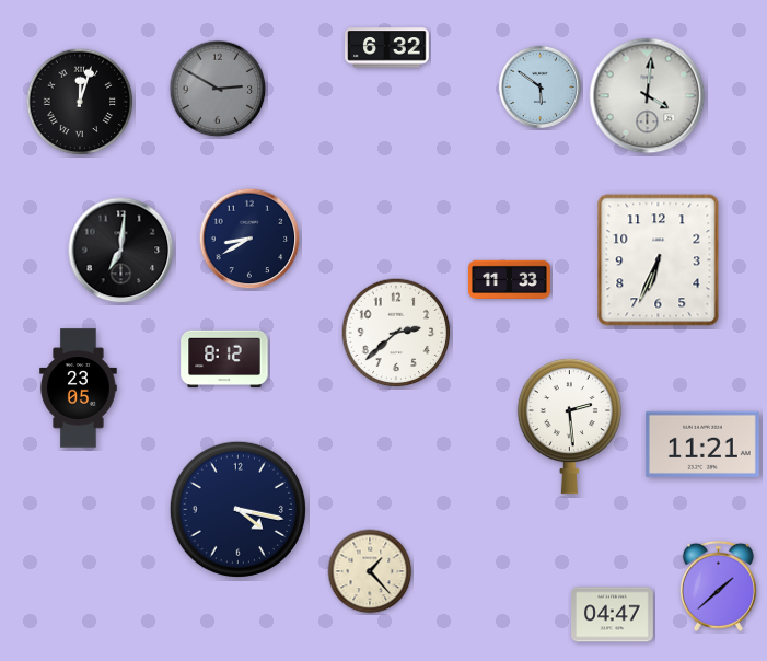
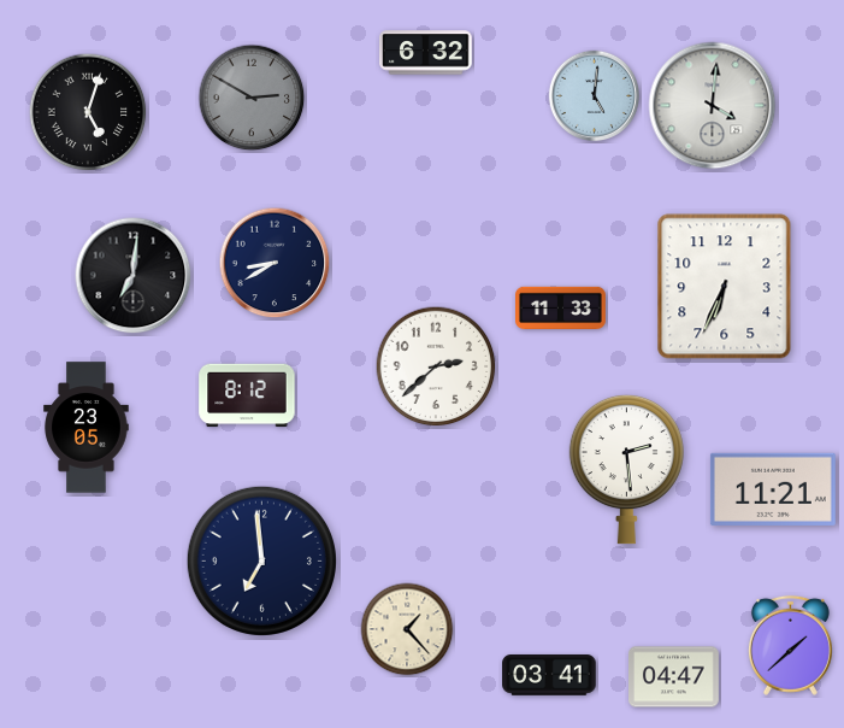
clock at (541, 88): 5:51 -> 5:01
clock at (218, 89) position: (218, 89) -> (252, 98)
clock at (80, 102): 12:03 -> 5:03
clock at (237, 509): 4:17 -> 6:59
clock at (549, 676): none -> 03:41
